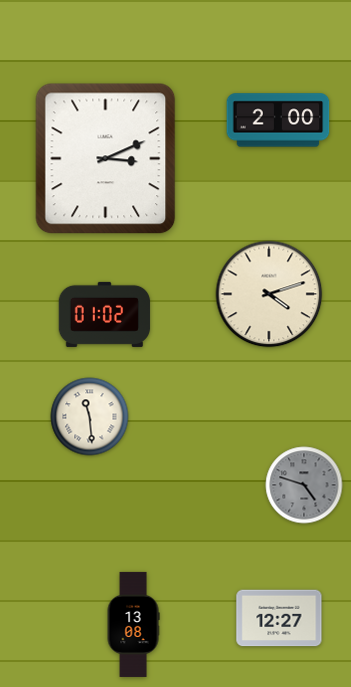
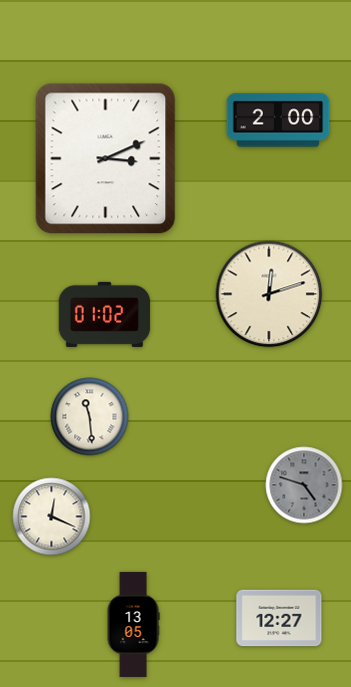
clock at (269, 294): 4:12 -> 12:12
clock at (52, 517): none -> 12:19
clock at (133, 624): 13:08 -> 13:05
